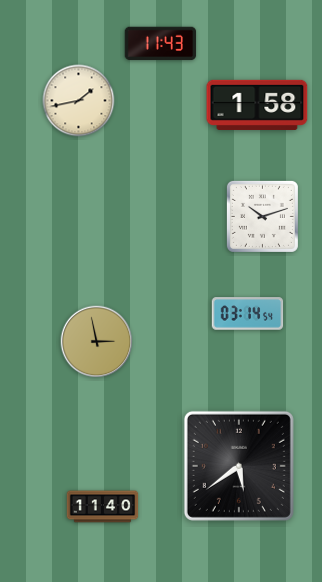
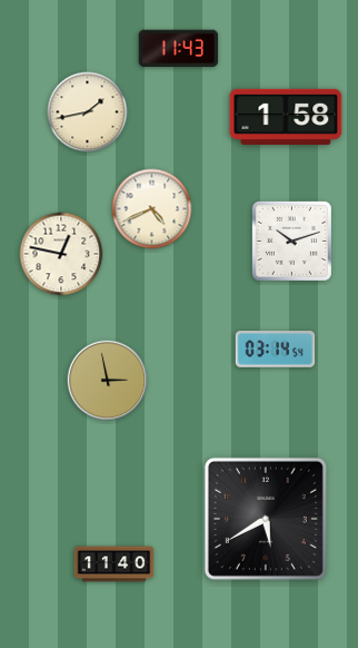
clock at (152, 209): none -> 4:41
clock at (61, 254): none -> 12:47
clock at (239, 466): 5:39 -> 5:40
